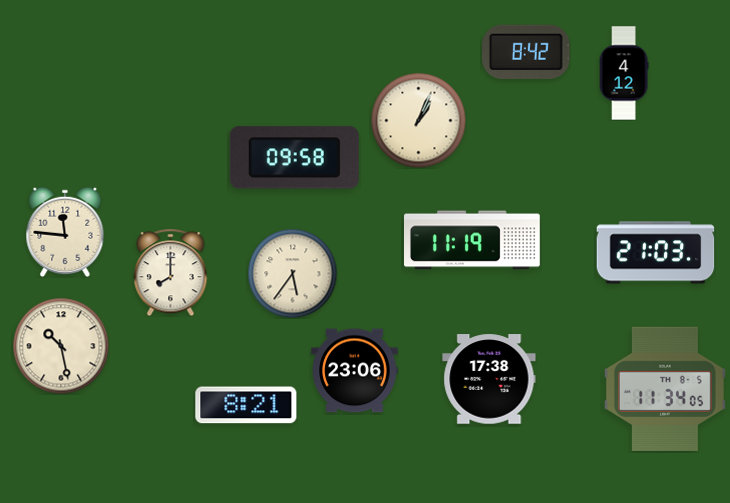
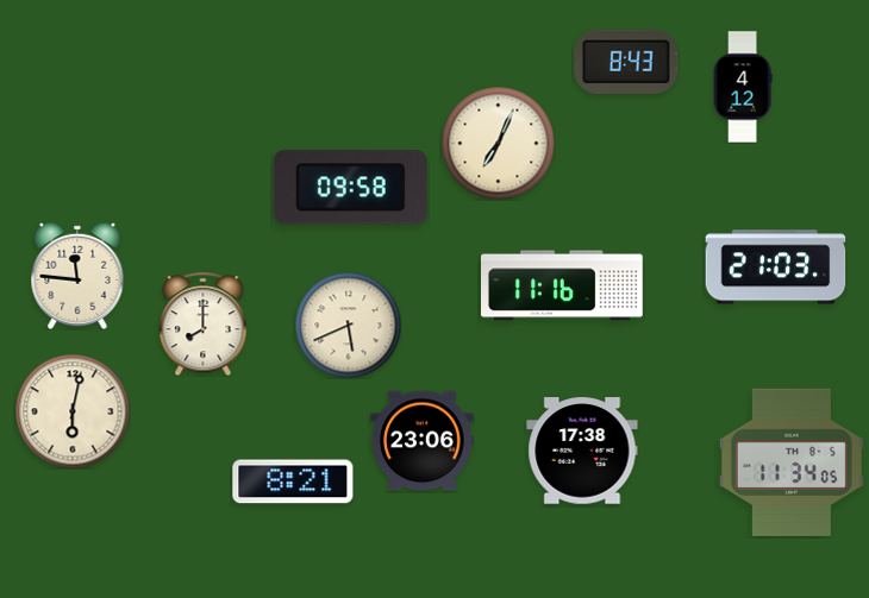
clock at (526, 52): 8:42 -> 8:43
clock at (418, 120): 1:04 -> 7:04
clock at (473, 240): 11:19 -> 11:16
clock at (656, 253) position: (656, 253) -> (776, 267)
clock at (292, 273): 5:36 -> 5:41
clock at (61, 346): 10:28 -> 6:02
